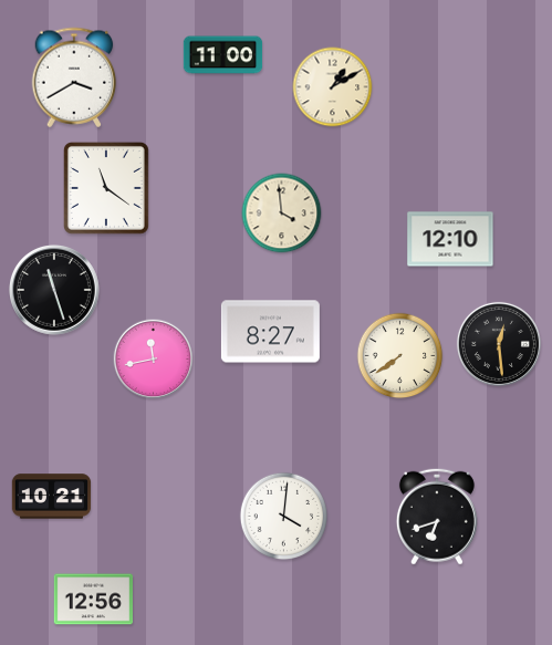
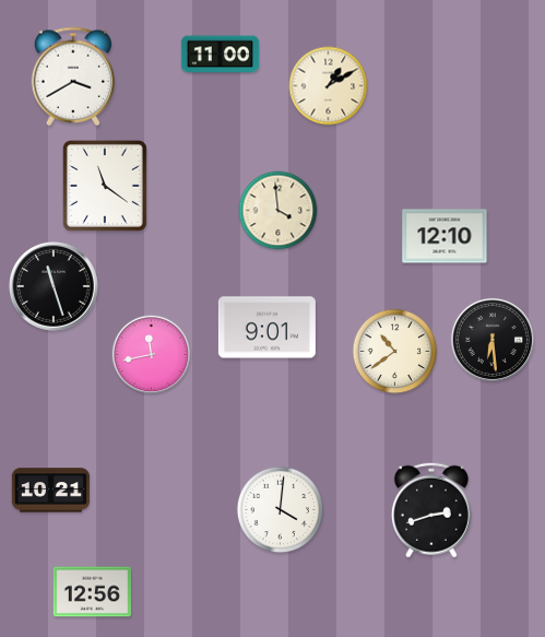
clock at (270, 332): 8:27 -> 9:01
clock at (499, 344): 12:29 -> 6:29
clock at (400, 356): 7:39 -> 10:39
clock at (437, 517): 6:42 -> 2:42
